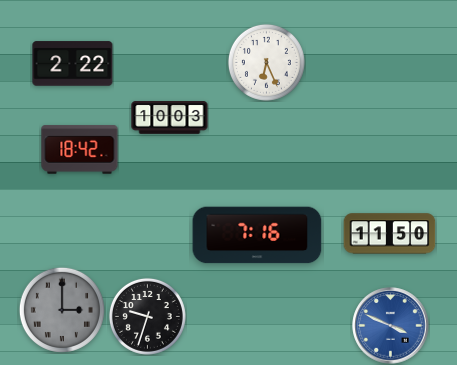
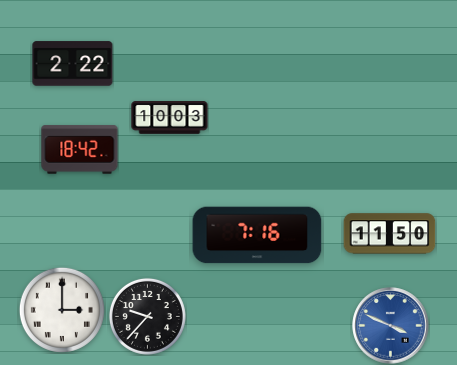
clock at (266, 62): 6:26 -> none
clock at (62, 310) dial: grey -> white
clock at (147, 316): 9:33 -> 9:37
